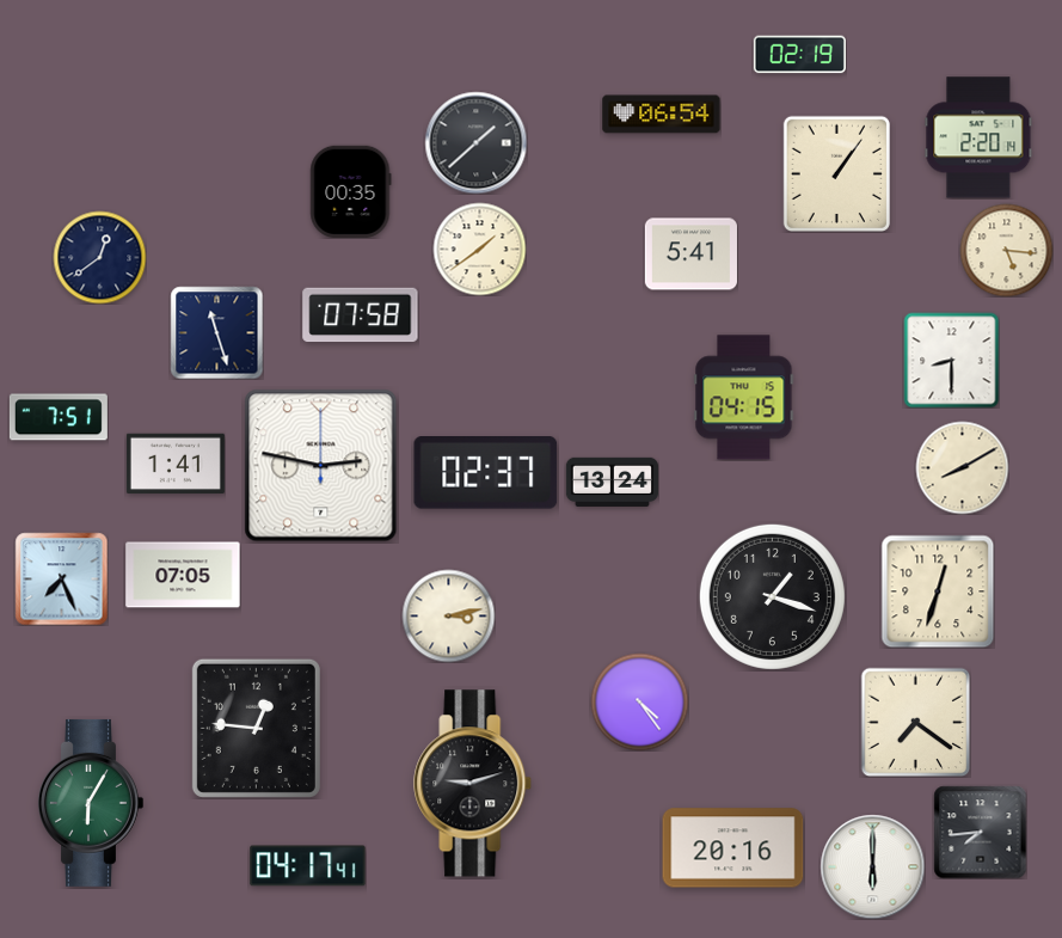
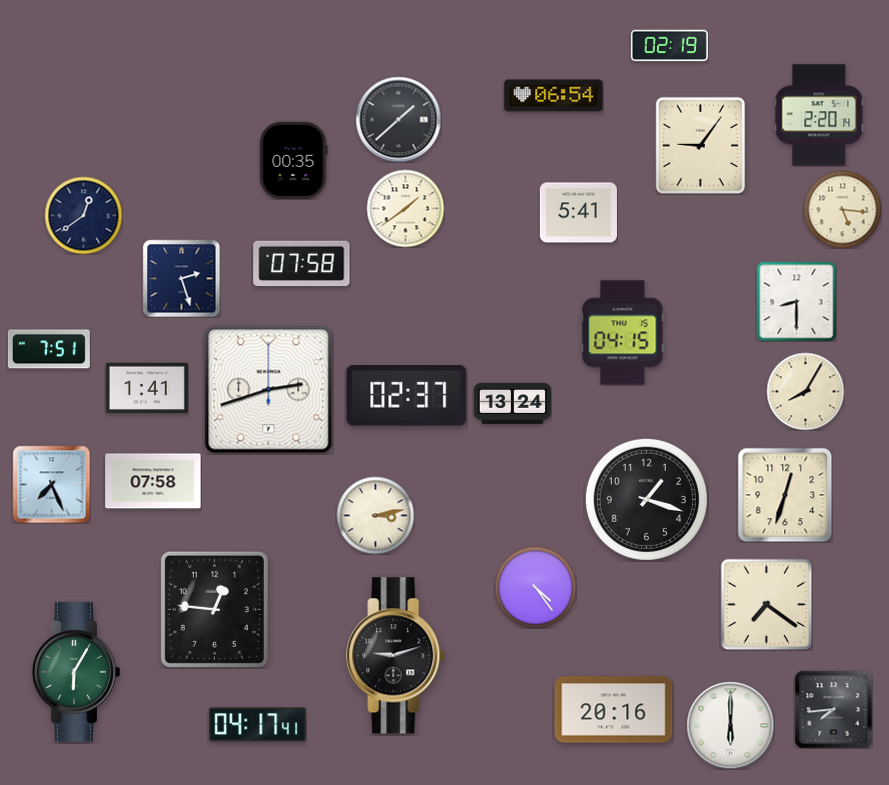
clock at (836, 173): 1:06 -> 9:06
clock at (479, 249) position: (479, 249) -> (405, 208)
clock at (216, 332): 11:27 -> 2:27
clock at (321, 466): 2:47 -> 2:42
clock at (962, 467): 8:10 -> 8:05
clock at (183, 575): 07:05 -> 07:58
clock at (980, 832) position: (980, 832) -> (833, 709)
